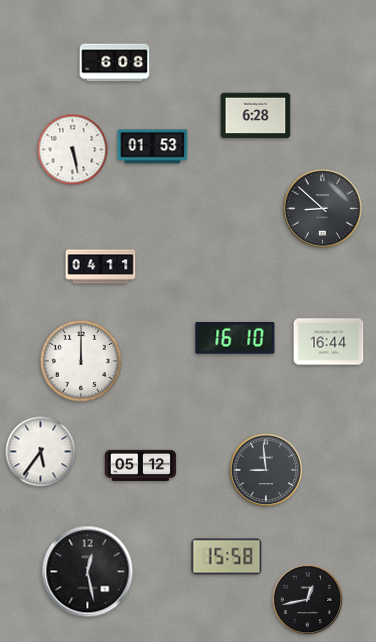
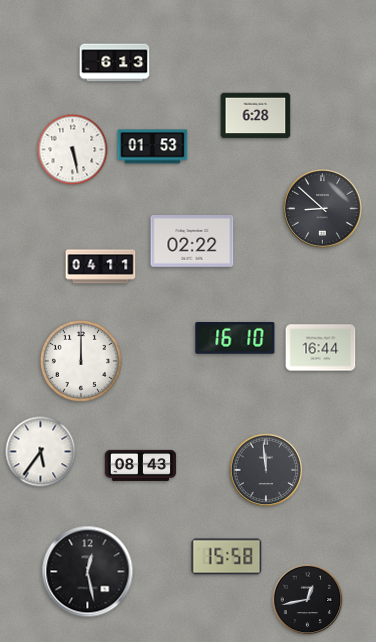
clock at (115, 63): 6:08 -> 6:13
clock at (192, 242): none -> 02:22
clock at (329, 342) position: (329, 342) -> (321, 348)
clock at (141, 465): 05:12 -> 08:43
clock at (266, 470): 8:59 -> 11:59
